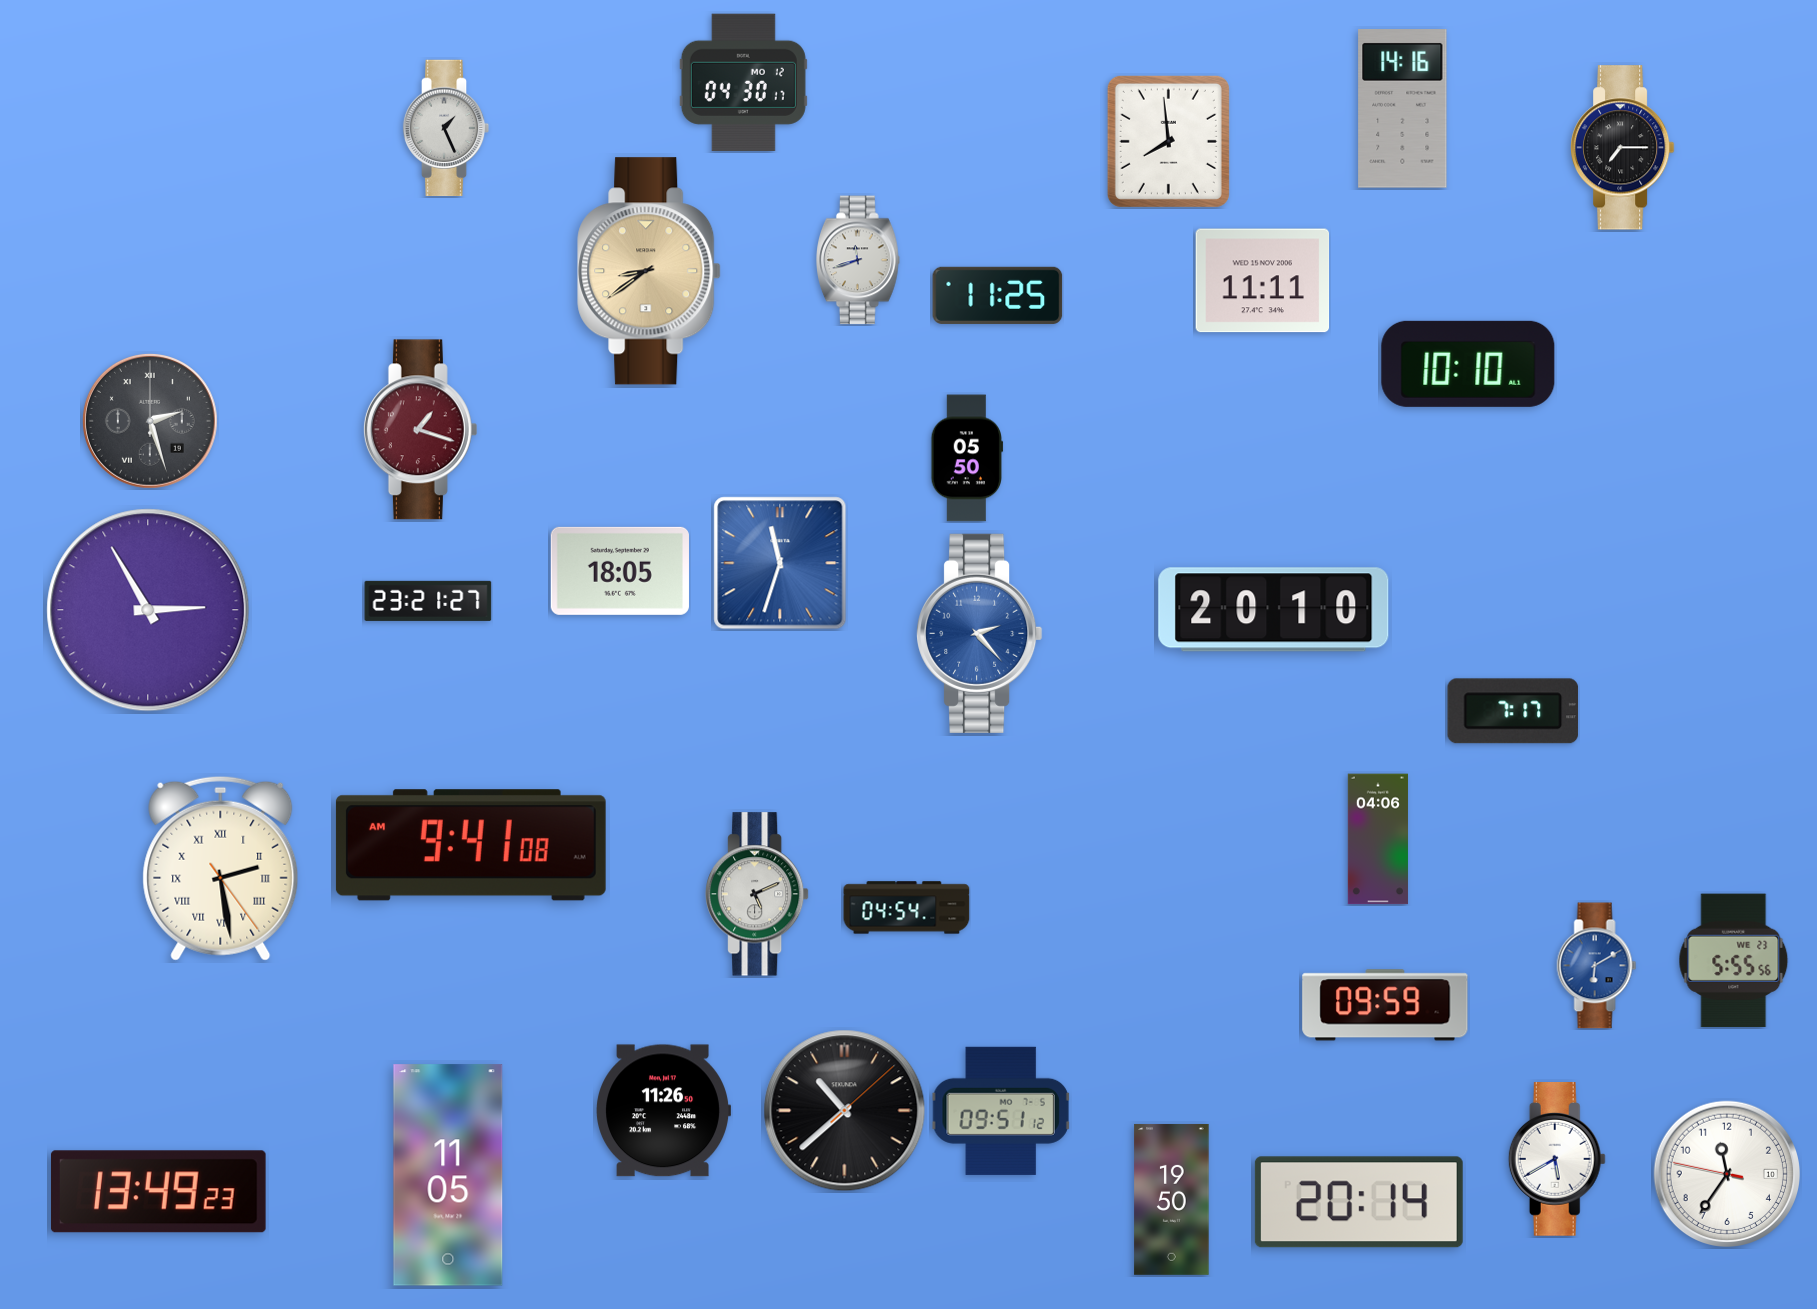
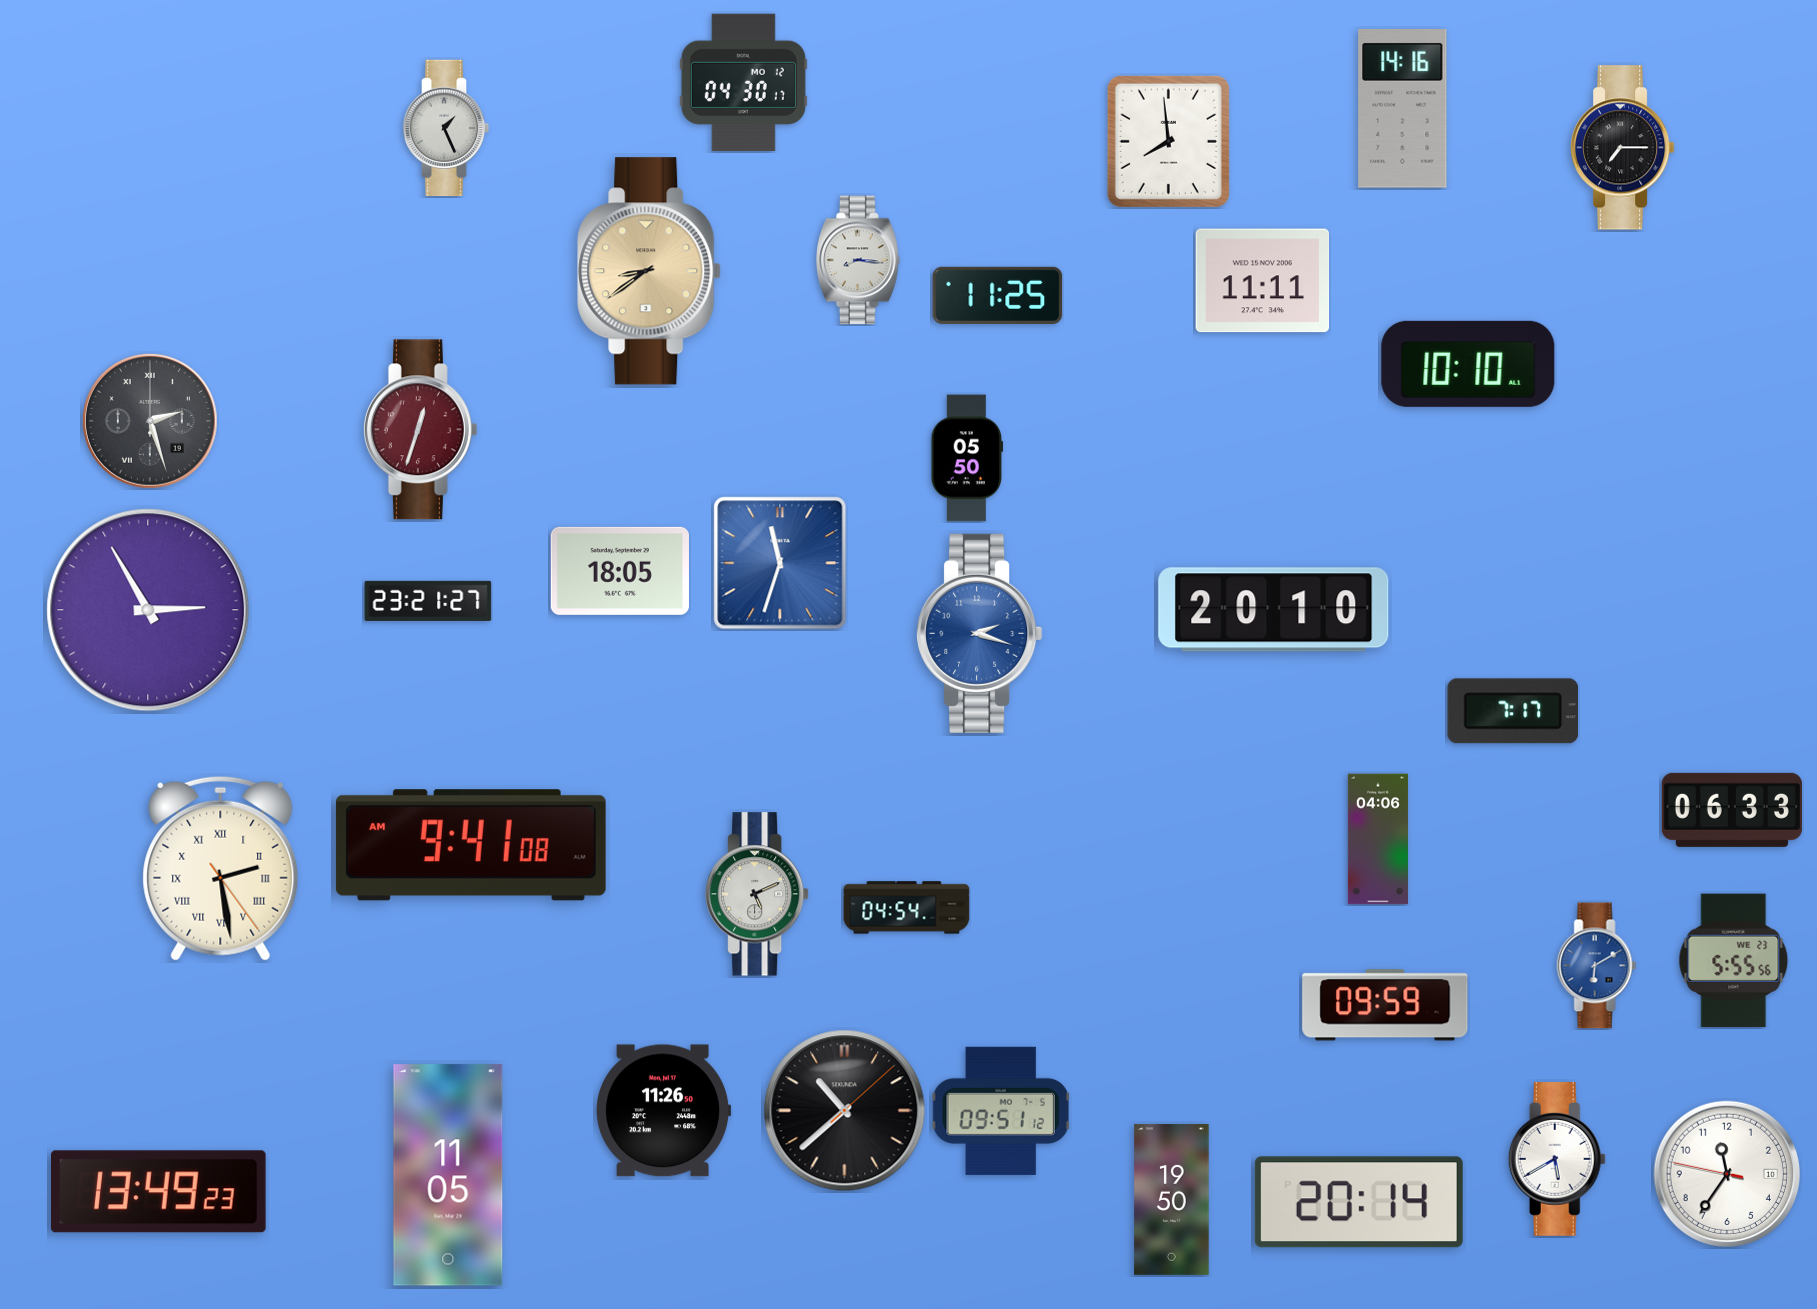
clock at (859, 260): 11:42 -> 8:16
clock at (420, 430): 1:18 -> 12:33
clock at (980, 633): 2:23 -> 2:18
clock at (1732, 810): none -> 06:33
